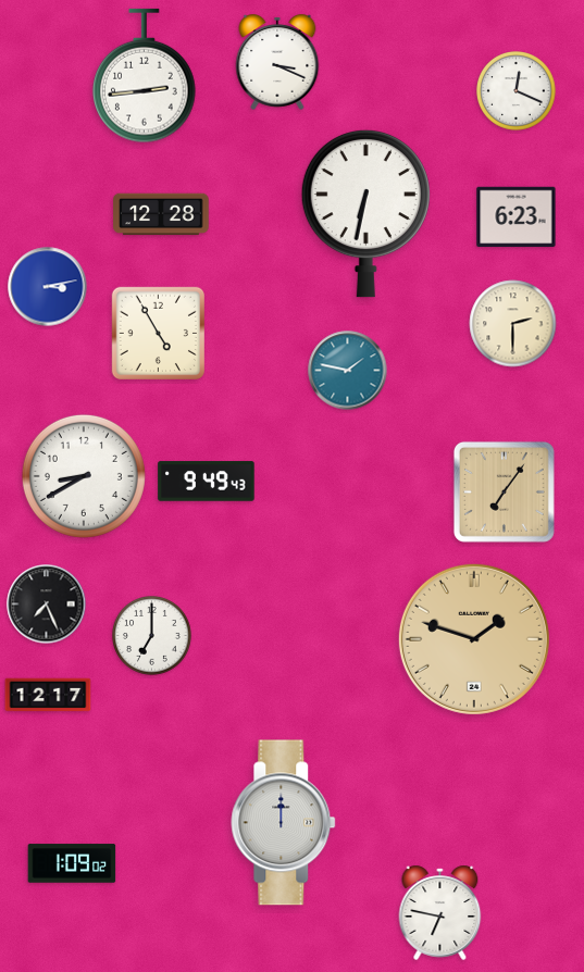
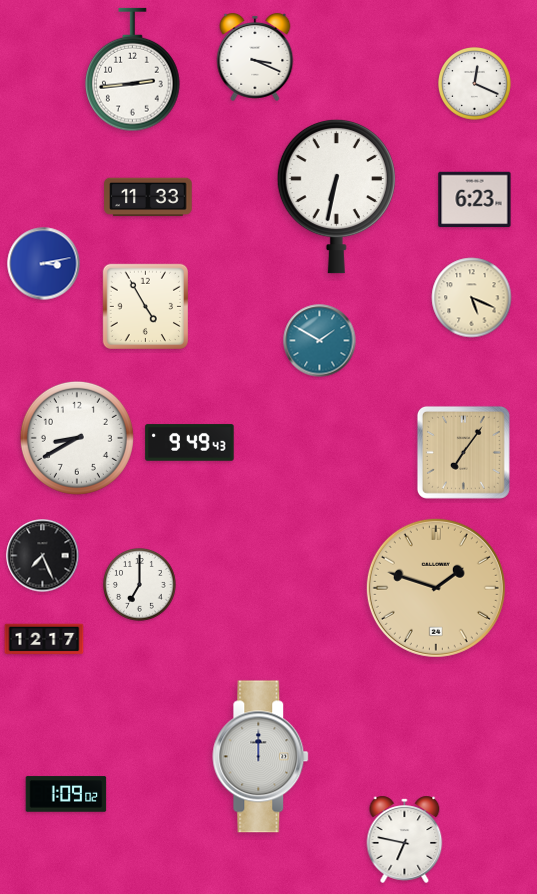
clock at (161, 214): 12:28 -> 11:33
clock at (513, 324): 2:30 -> 5:19
clock at (348, 371): 1:47 -> 1:50
